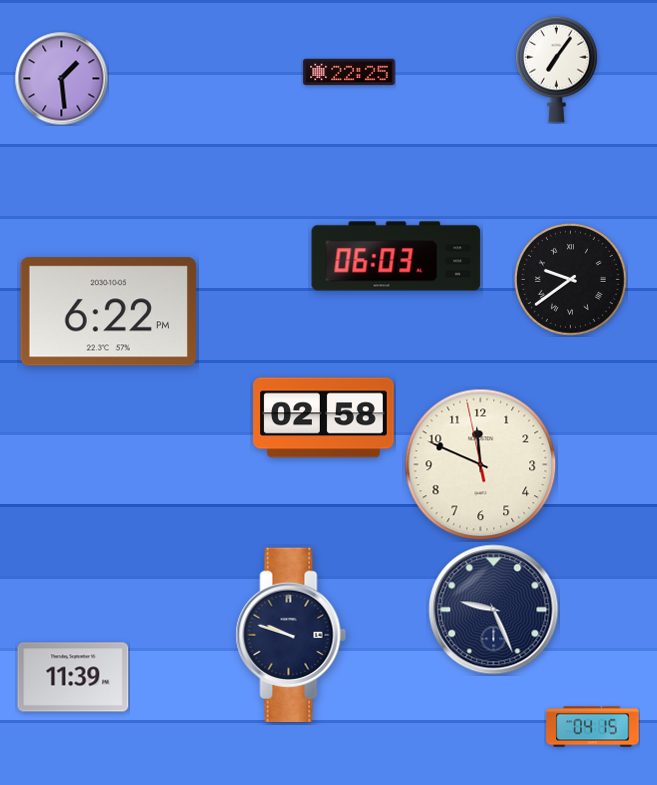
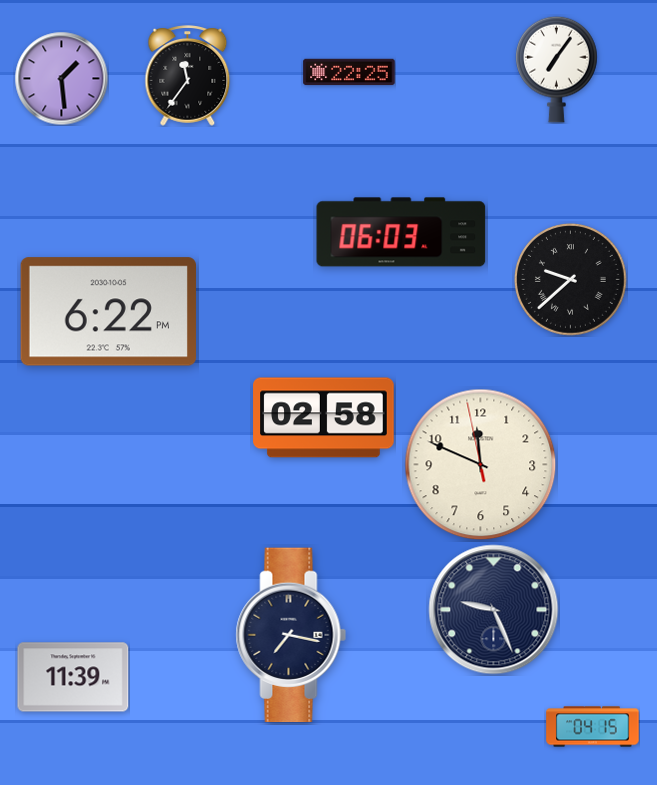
clock at (188, 76): none -> 11:36
clock at (396, 256) position: (396, 256) -> (401, 232)
clock at (571, 280): 9:39 -> 9:38
clock at (291, 635): 9:48 -> 7:17
